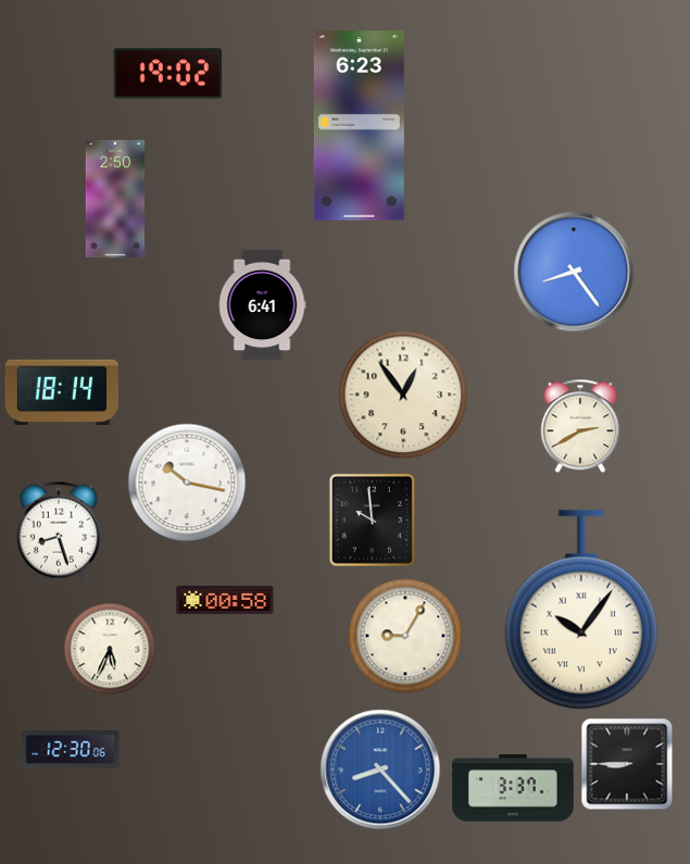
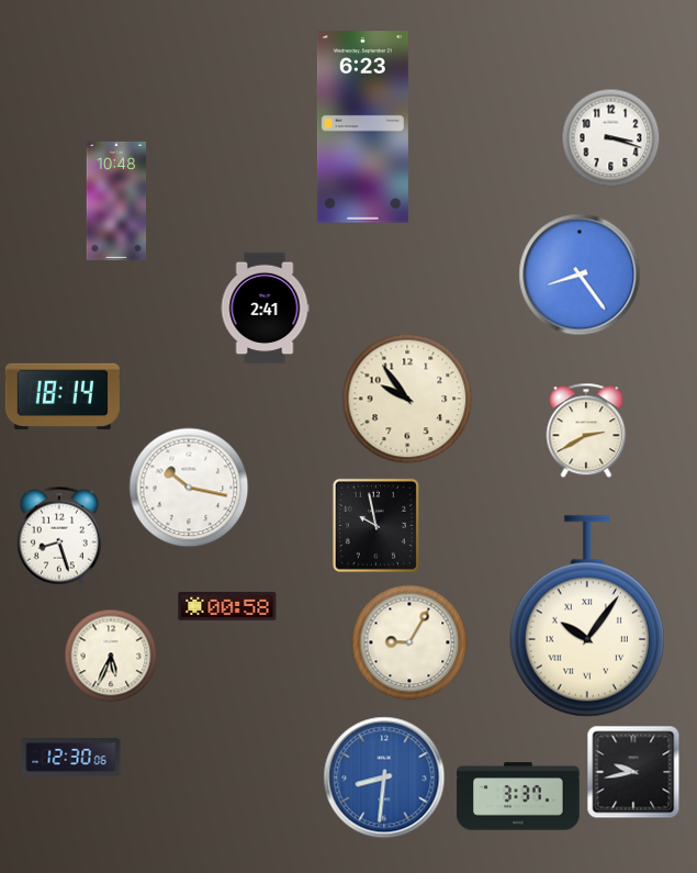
clock at (168, 74): 19:02 -> none
clock at (611, 138): none -> 3:18
clock at (115, 199): 2:50 -> 10:48
clock at (262, 305): 6:41 -> 2:41
clock at (403, 395): 12:54 -> 9:54
clock at (372, 519): 9:59 -> 9:58
clock at (627, 764): 8:45 -> 9:43
clock at (380, 769): 8:23 -> 8:31
